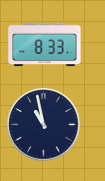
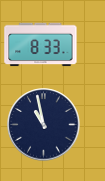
clock at (45, 45) position: (45, 45) -> (41, 45)
